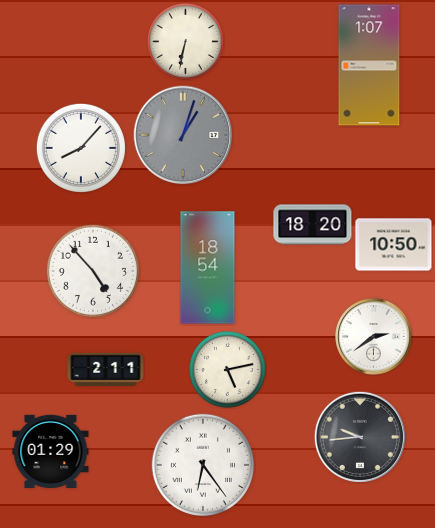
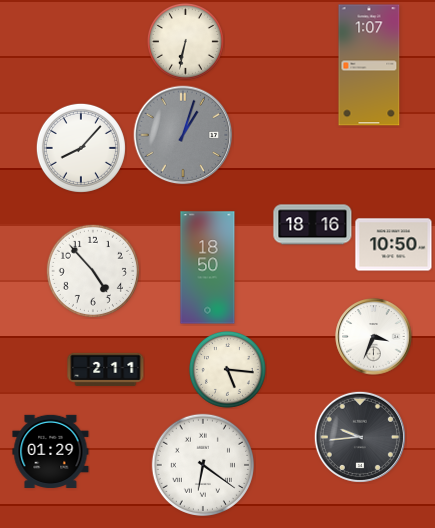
clock at (313, 225): 18:20 -> 18:16
clock at (208, 268): 18:54 -> 18:50
clock at (374, 337): 2:39 -> 3:34
clock at (227, 369): 5:13 -> 5:16
clock at (202, 464): 6:24 -> 6:21
